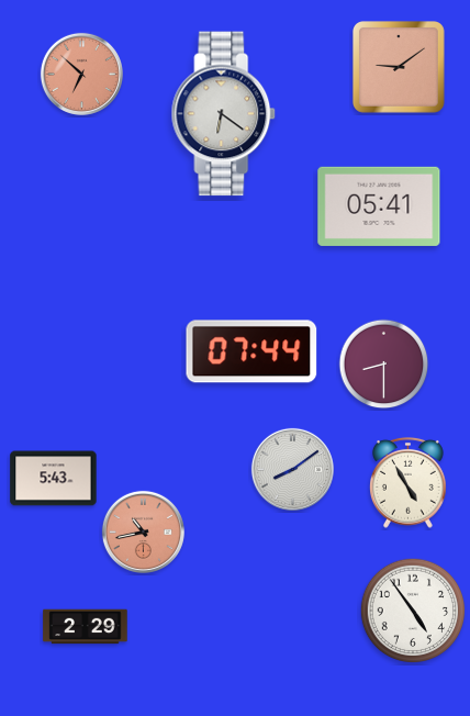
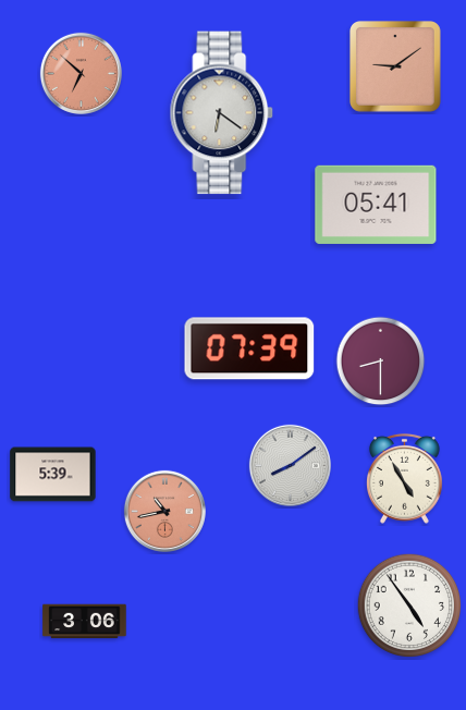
clock at (251, 351): 07:44 -> 07:39
clock at (54, 479): 5:43 -> 5:39
clock at (143, 532) position: (143, 532) -> (164, 511)
clock at (86, 627): 2:29 -> 3:06
